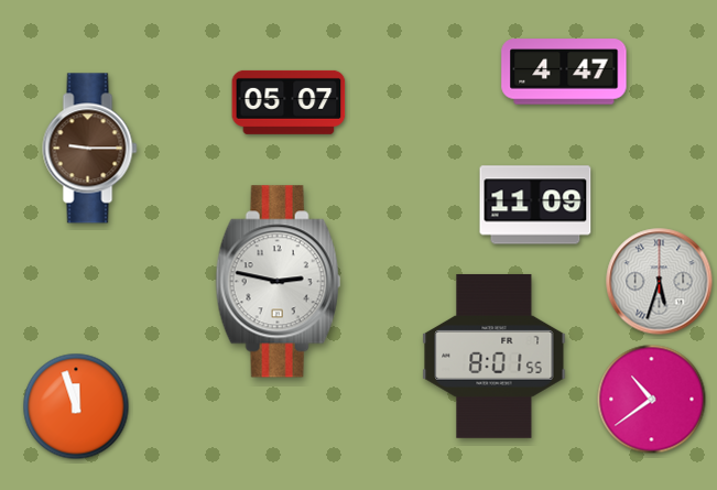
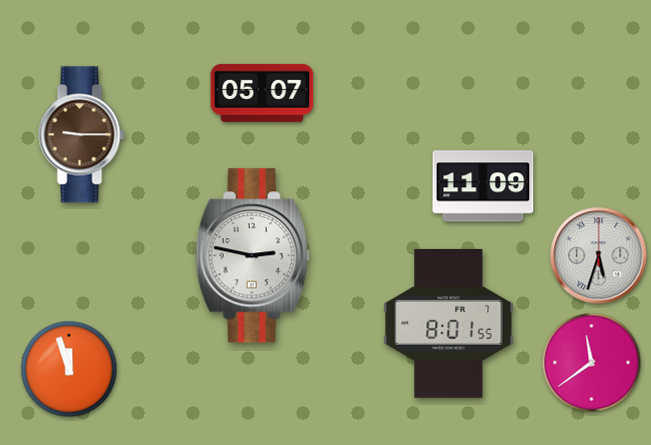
clock at (564, 72): 4:47 -> none
clock at (535, 205) position: (535, 205) -> (483, 186)
clock at (652, 400): 10:39 -> 11:39
